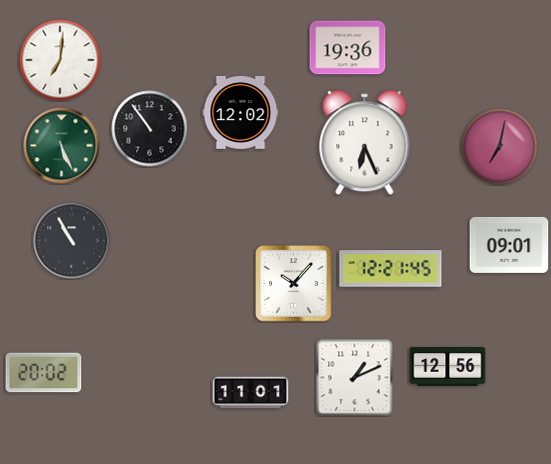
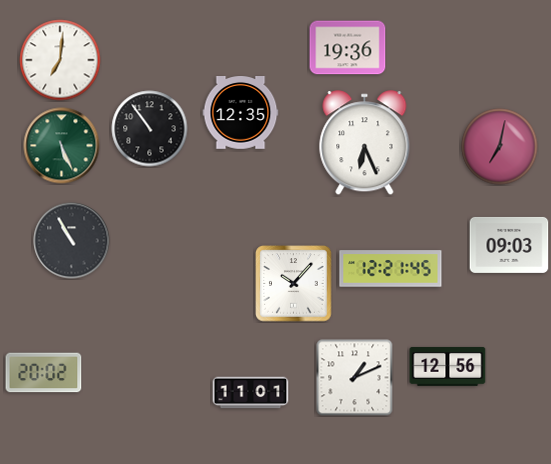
clock at (241, 113): 12:02 -> 12:35
clock at (509, 245): 09:01 -> 09:03
